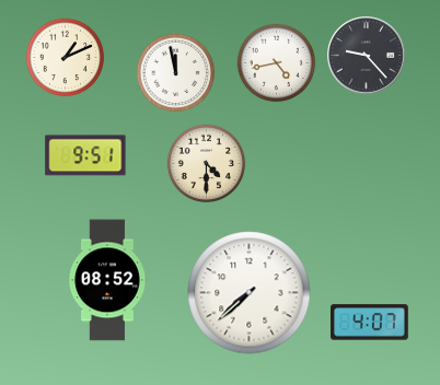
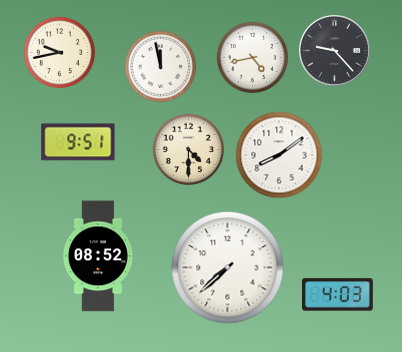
clock at (66, 58): 1:11 -> 9:43
clock at (279, 155): none -> 8:09
clock at (370, 323): 4:07 -> 4:03
